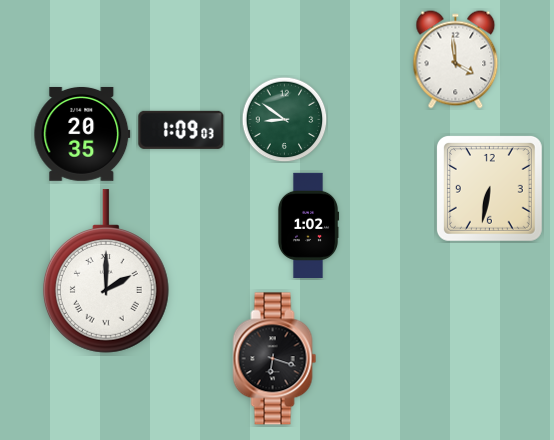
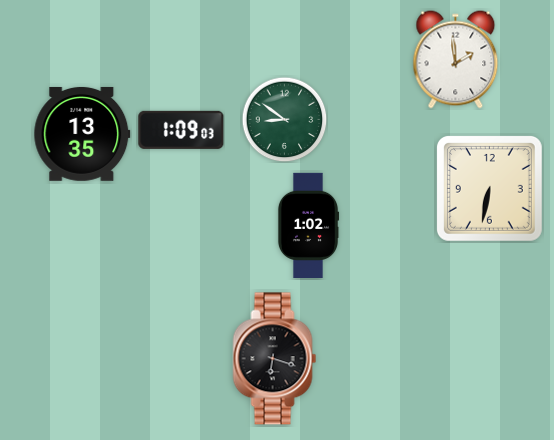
clock at (456, 60): 3:59 -> 1:59
clock at (82, 134): 20:35 -> 13:35
clock at (106, 271): 2:00 -> none
